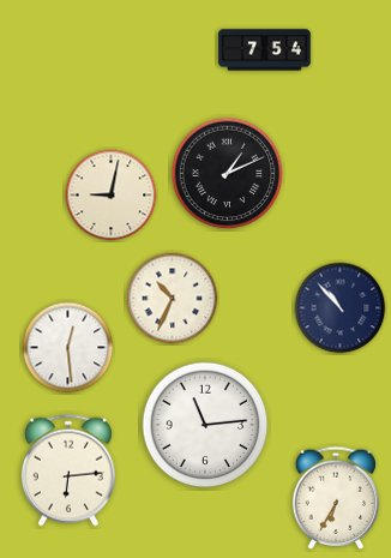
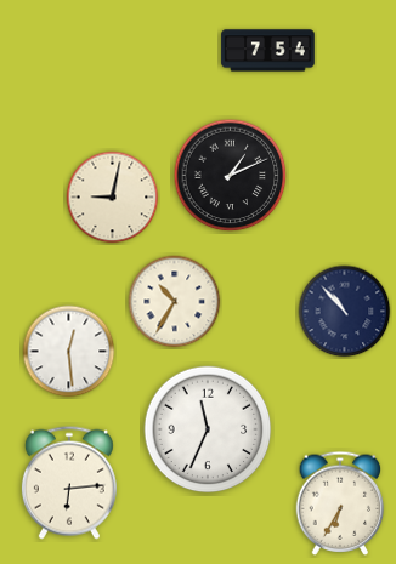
clock at (173, 299): 10:34 -> 10:35
clock at (205, 425): 11:14 -> 11:34
clock at (68, 470) position: (68, 470) -> (69, 483)
